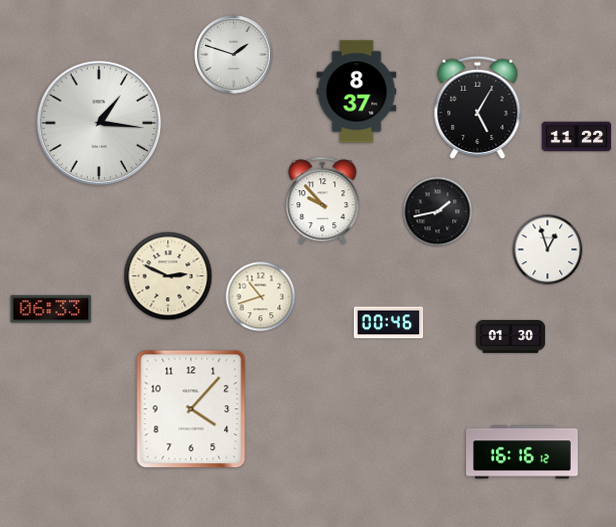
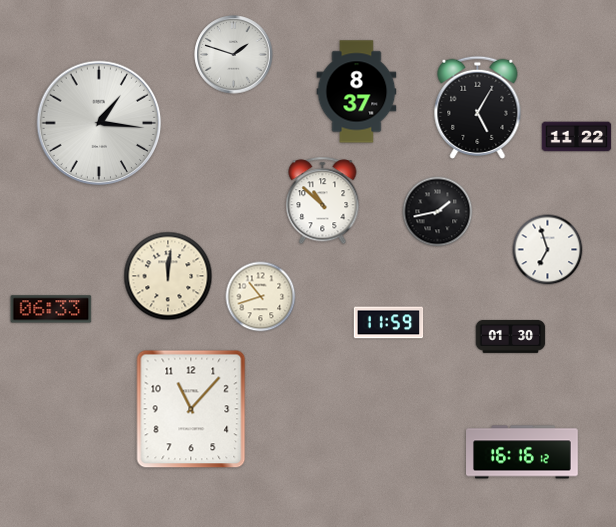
clock at (323, 201): 9:53 -> 10:52
clock at (548, 250): 12:57 -> 6:57
clock at (168, 276): 2:49 -> 12:01
clock at (389, 323): 00:46 -> 11:59
clock at (191, 409): 4:07 -> 11:07
